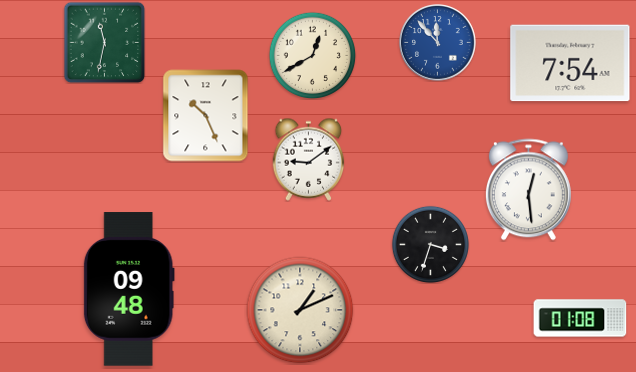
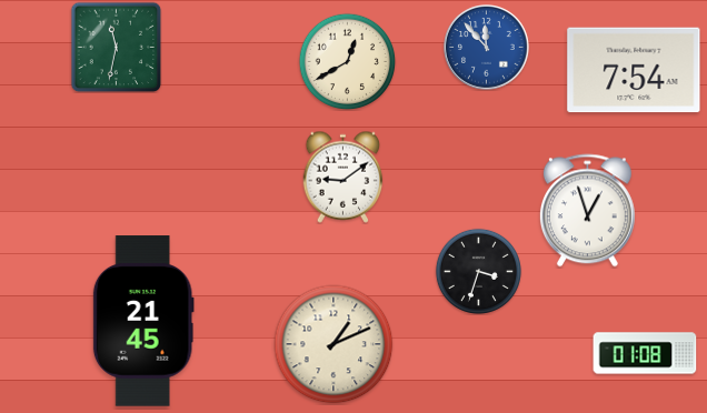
clock at (206, 116): 10:26 -> none
clock at (528, 190): 12:29 -> 12:57
clock at (129, 289): 09:48 -> 21:45
